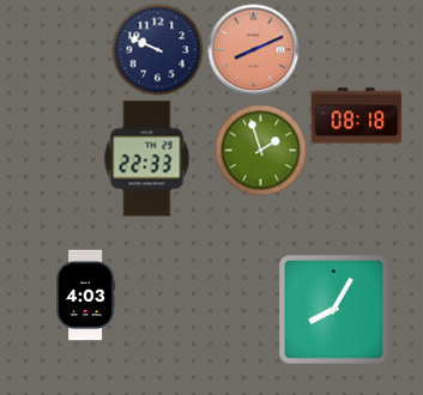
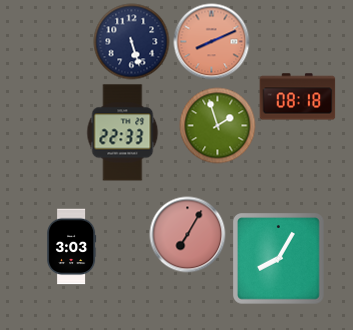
clock at (158, 50): 9:49 -> 5:27
clock at (188, 235): none -> 7:05
clock at (86, 296): 4:03 -> 3:03
